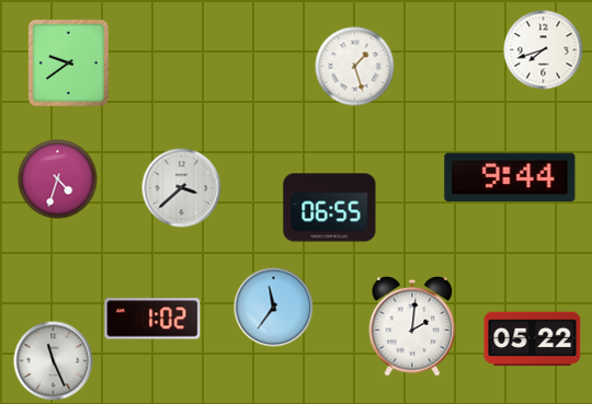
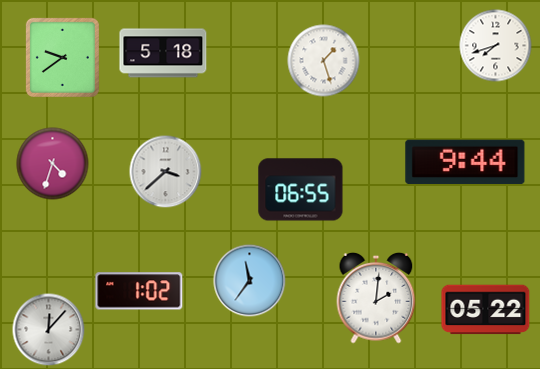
clock at (163, 53): none -> 5:18
clock at (54, 361): 11:26 -> 12:07
